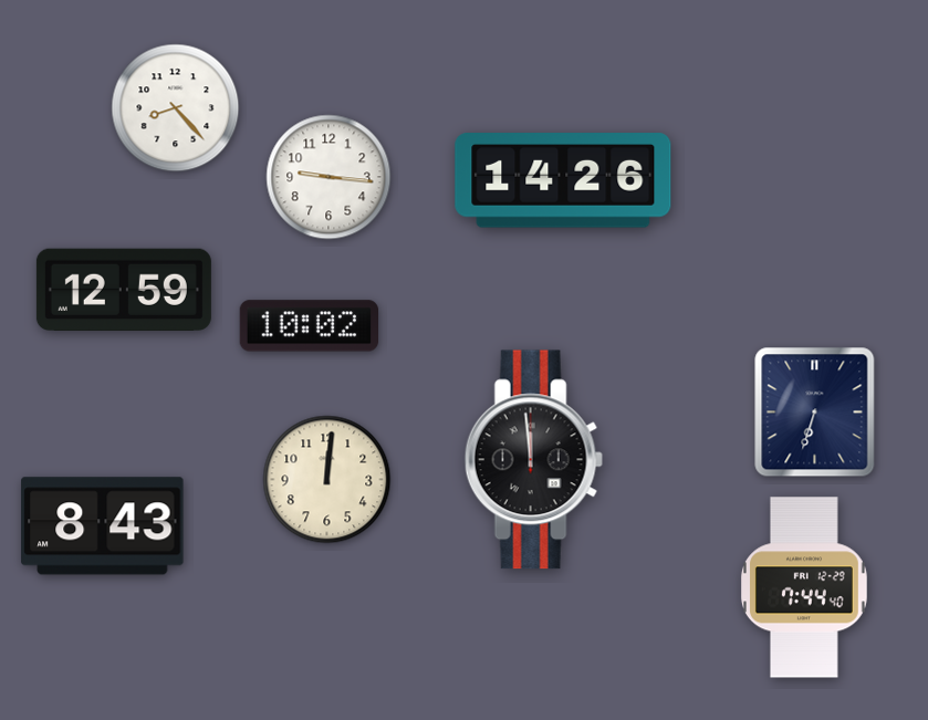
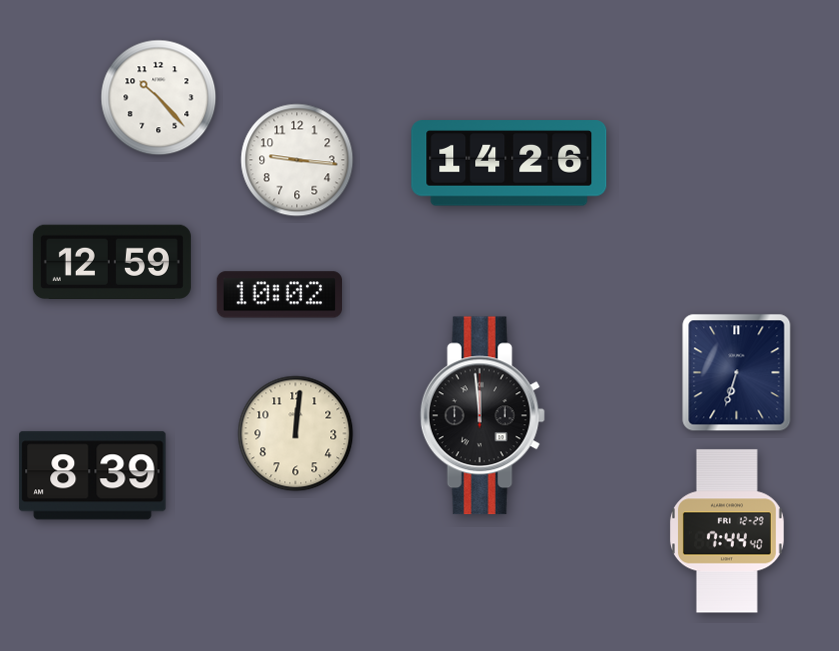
clock at (176, 108): 8:23 -> 10:23
clock at (103, 526): 8:43 -> 8:39
